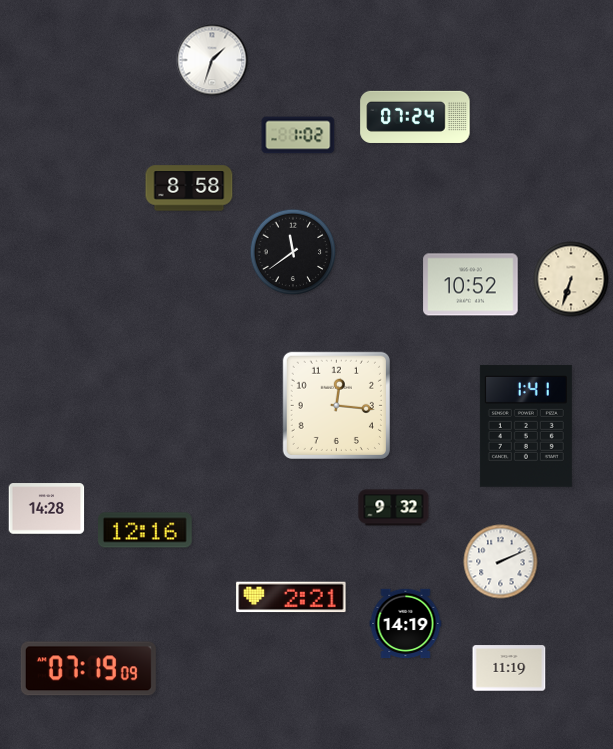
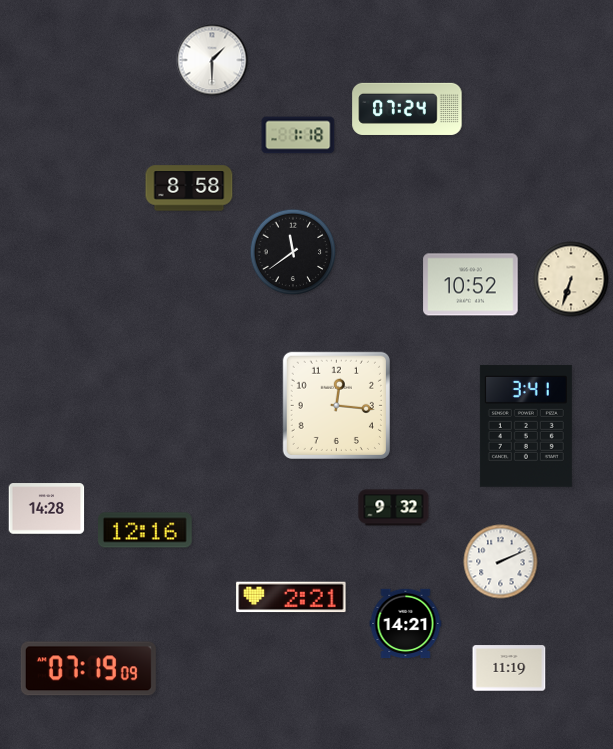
clock at (212, 60): 1:33 -> 1:30
clock at (415, 117) position: (415, 117) -> (407, 109)
clock at (298, 135): 1:02 -> 1:18
clock at (526, 426): 1:41 -> 3:41
clock at (406, 624): 14:19 -> 14:21
